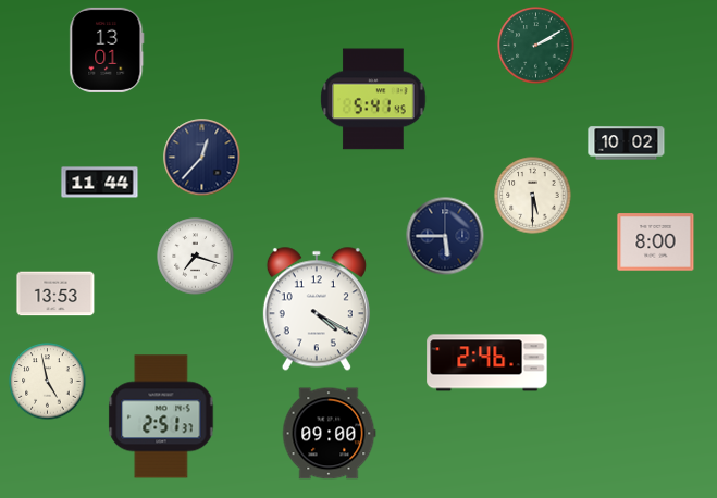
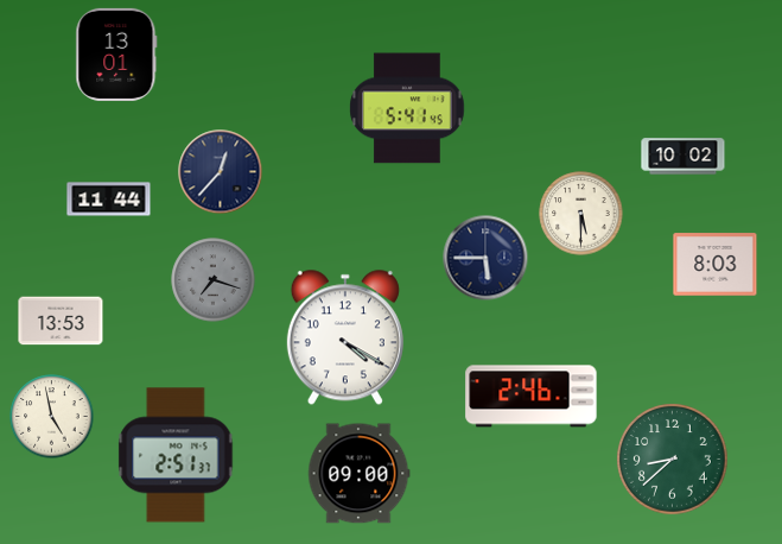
clock at (536, 46): 2:10 -> none
clock at (656, 242): 8:00 -> 8:03
clock at (196, 257) dial: white -> grey
clock at (673, 460): none -> 8:38
